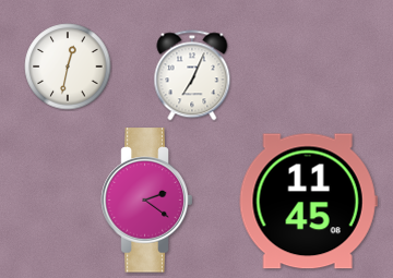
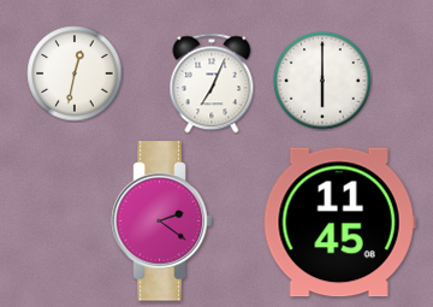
clock at (322, 81): none -> 6:00
